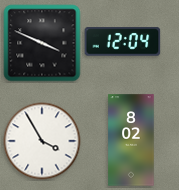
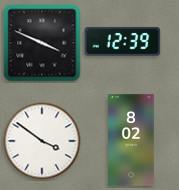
clock at (123, 42): 12:04 -> 12:39
clock at (42, 141): 3:55 -> 3:51
